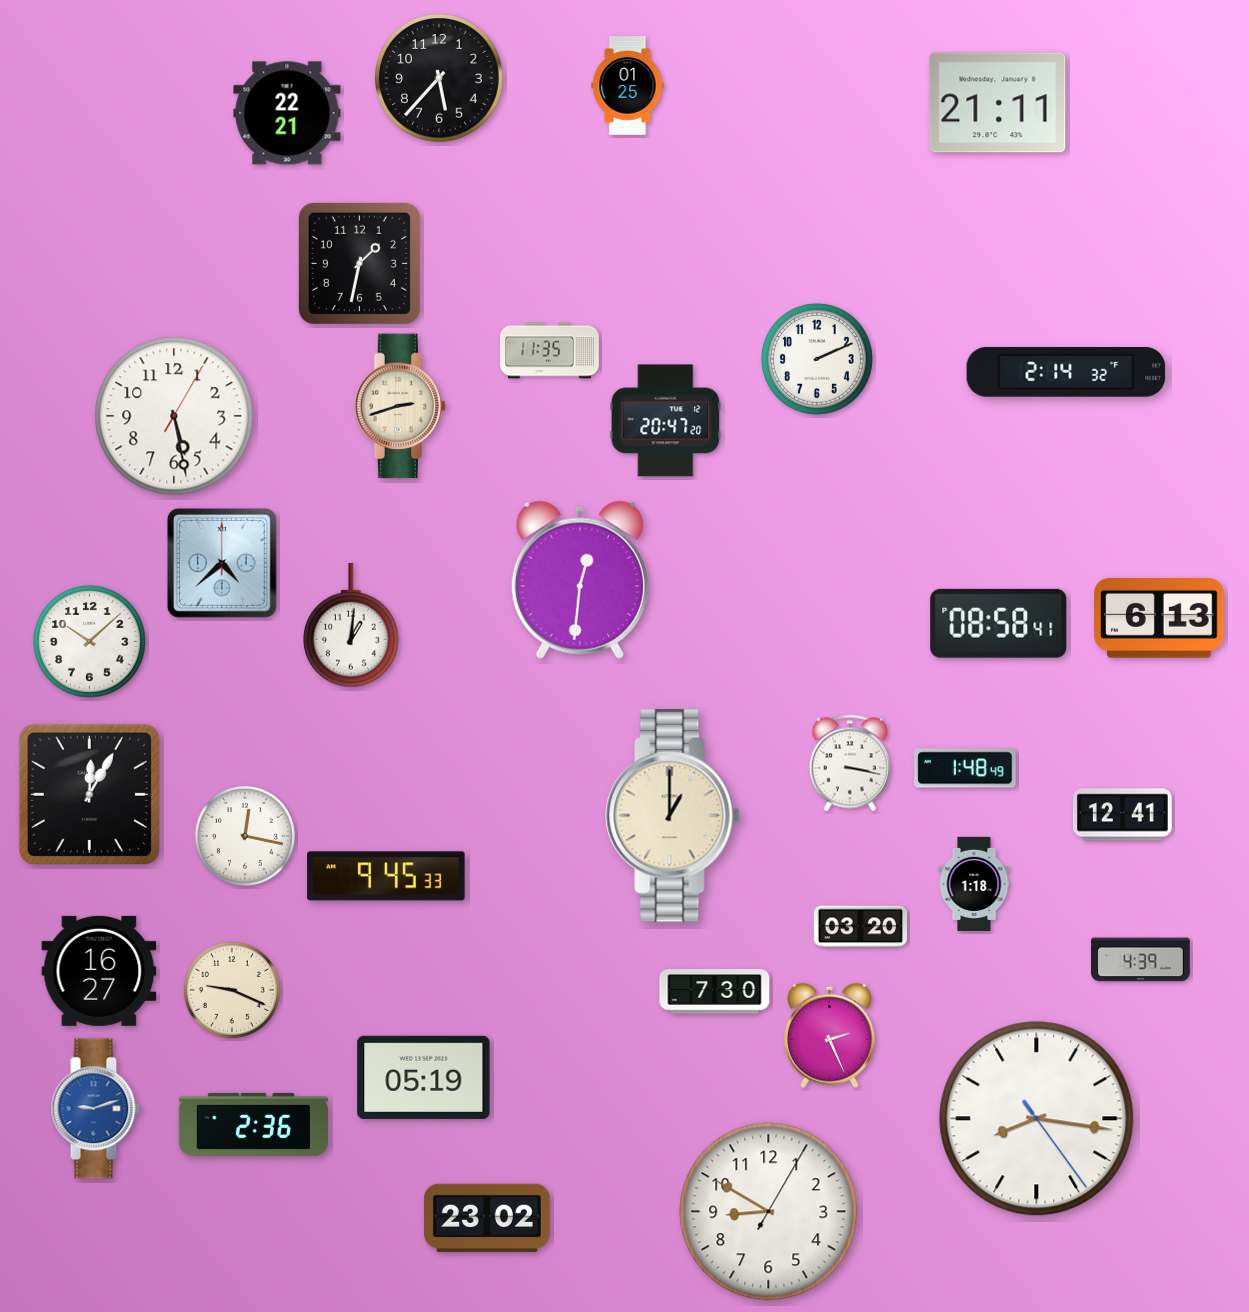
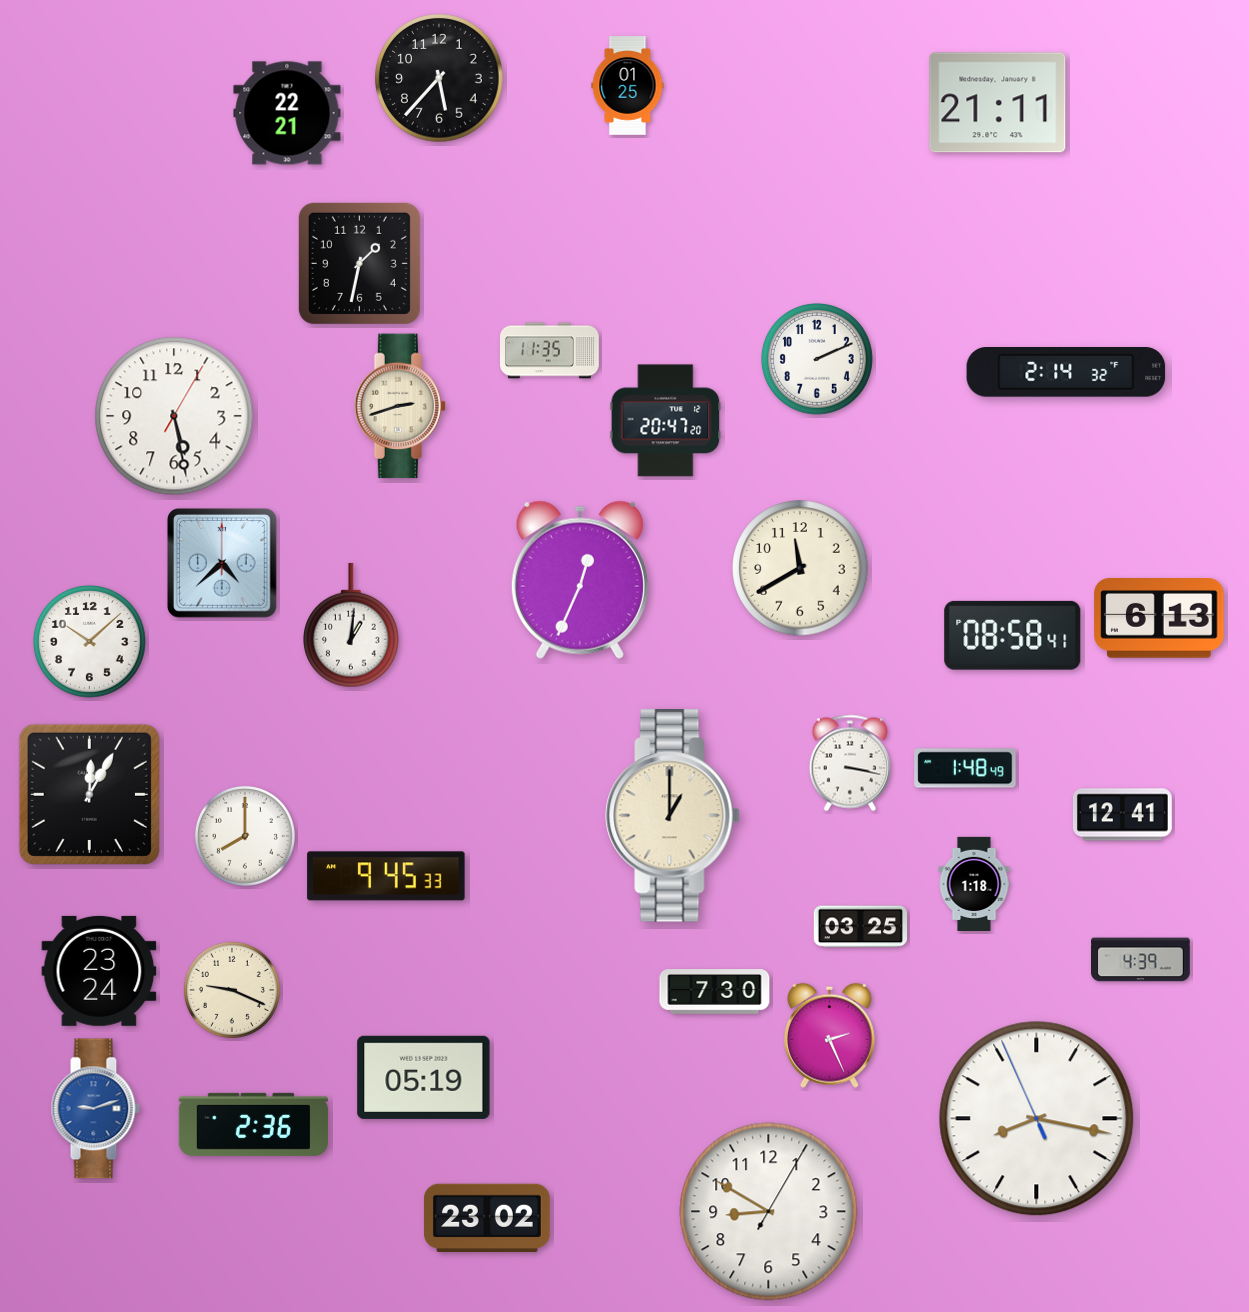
clock at (800, 568): none -> 11:40
clock at (580, 580): 12:31 -> 12:34
clock at (999, 623) position: (999, 623) -> (1013, 635)
clock at (245, 836): 12:17 -> 8:00
clock at (860, 927): 03:20 -> 03:25
clock at (99, 971): 16:27 -> 23:24
clock at (1037, 1119): 8:16:24 -> 8:16:56
